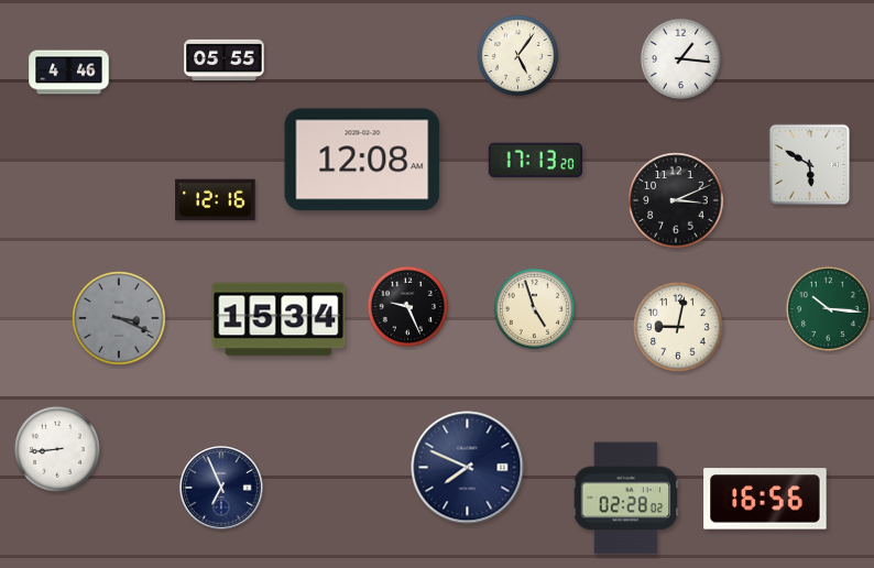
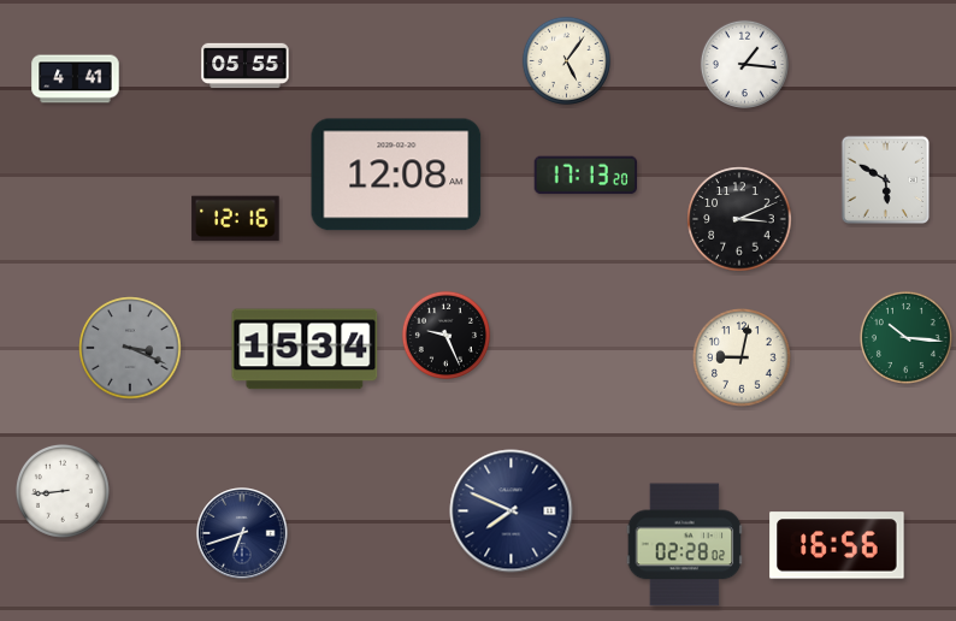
clock at (69, 73): 4:46 -> 4:41
clock at (534, 308): 4:57 -> none
clock at (221, 488): 6:56 -> 6:42
